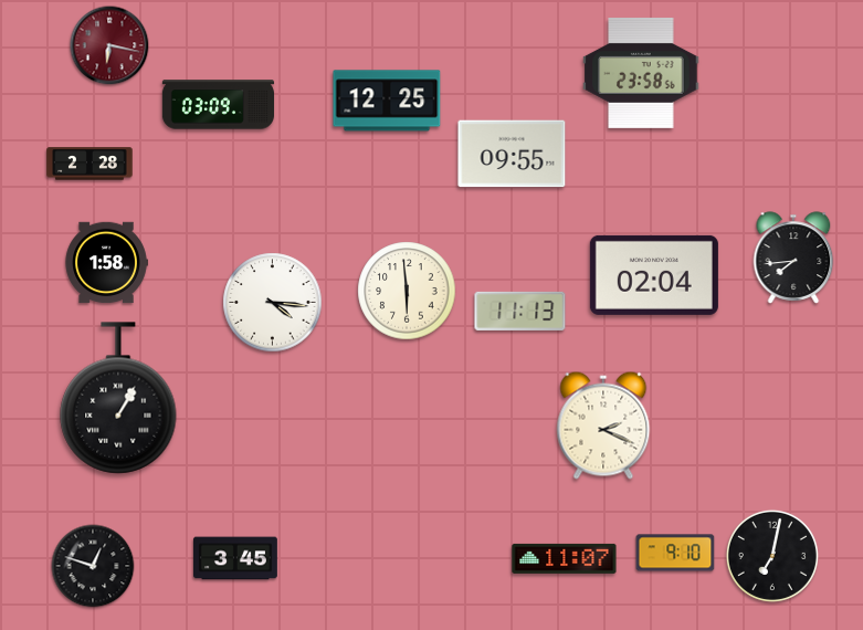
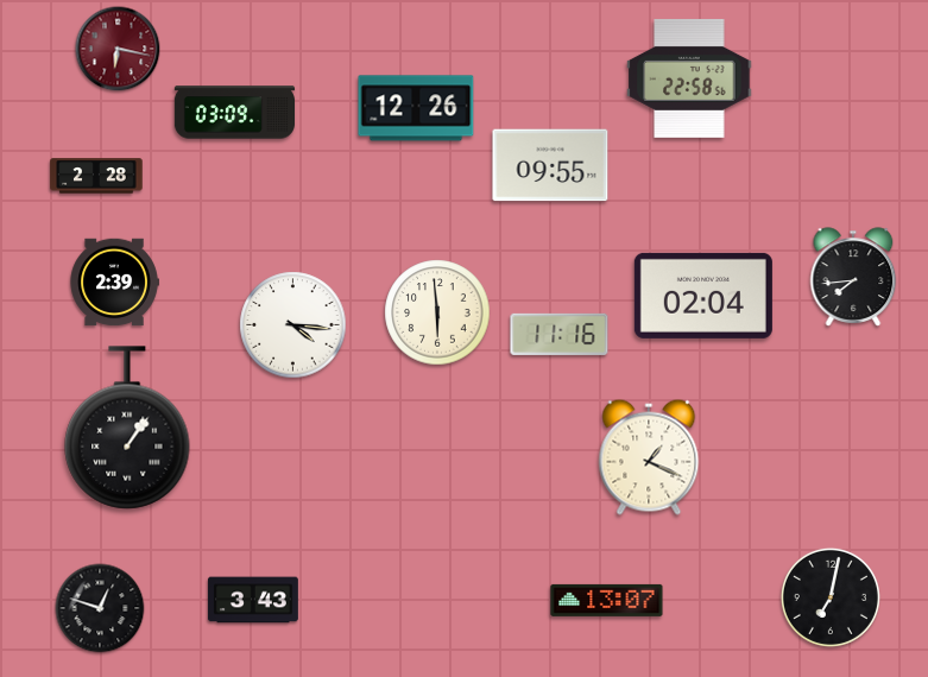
clock at (641, 73): 23:58 -> 22:58
clock at (387, 101): 12:25 -> 12:26
clock at (106, 263): 1:58 -> 2:39
clock at (520, 311): 11:13 -> 11:16
clock at (118, 398): 1:05 -> 1:06
clock at (603, 426): 2:19 -> 1:19
clock at (675, 553): 9:10 -> none
clock at (235, 558): 3:45 -> 3:43
clock at (565, 558): 11:07 -> 13:07
